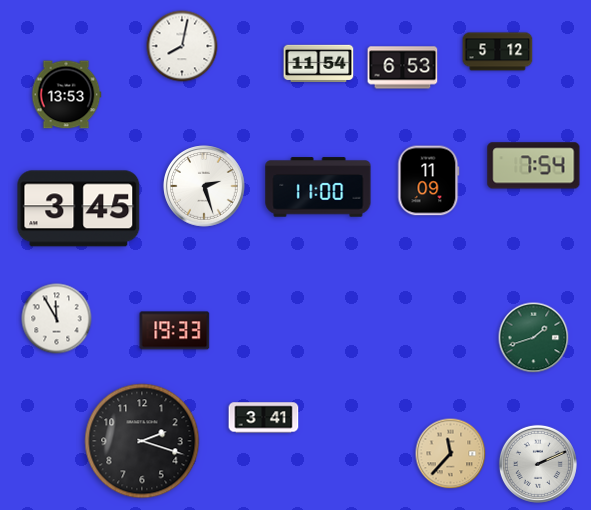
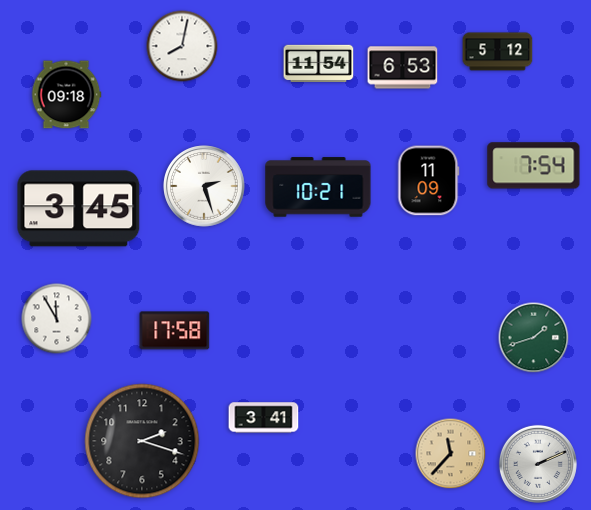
clock at (66, 95): 13:53 -> 09:18
clock at (318, 187): 11:00 -> 10:21
clock at (175, 331): 19:33 -> 17:58
